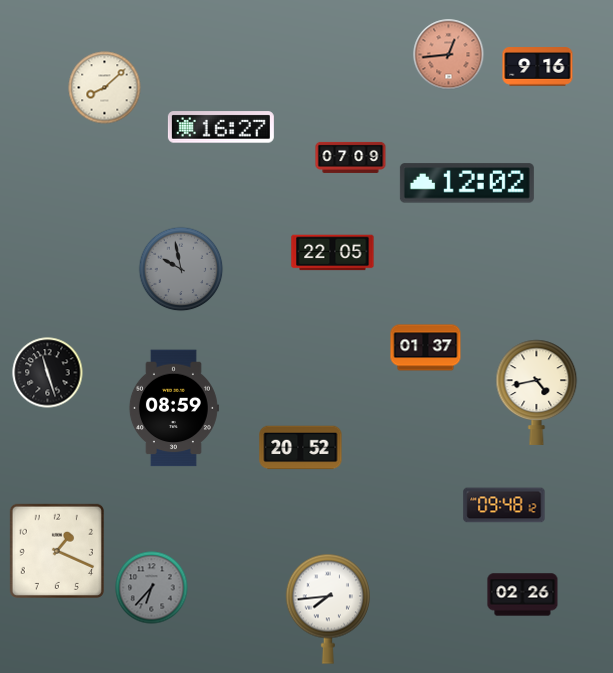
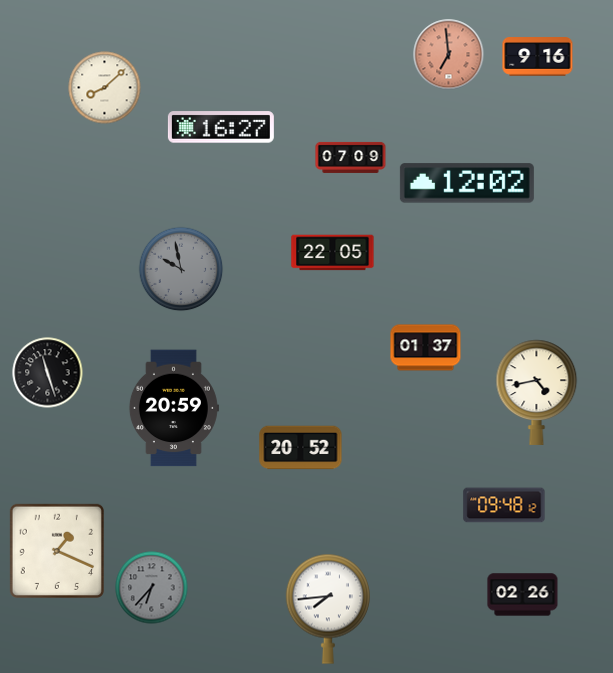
clock at (449, 55): 12:44 -> 6:59
clock at (538, 67) position: (538, 67) -> (538, 57)
clock at (173, 408): 08:59 -> 20:59
